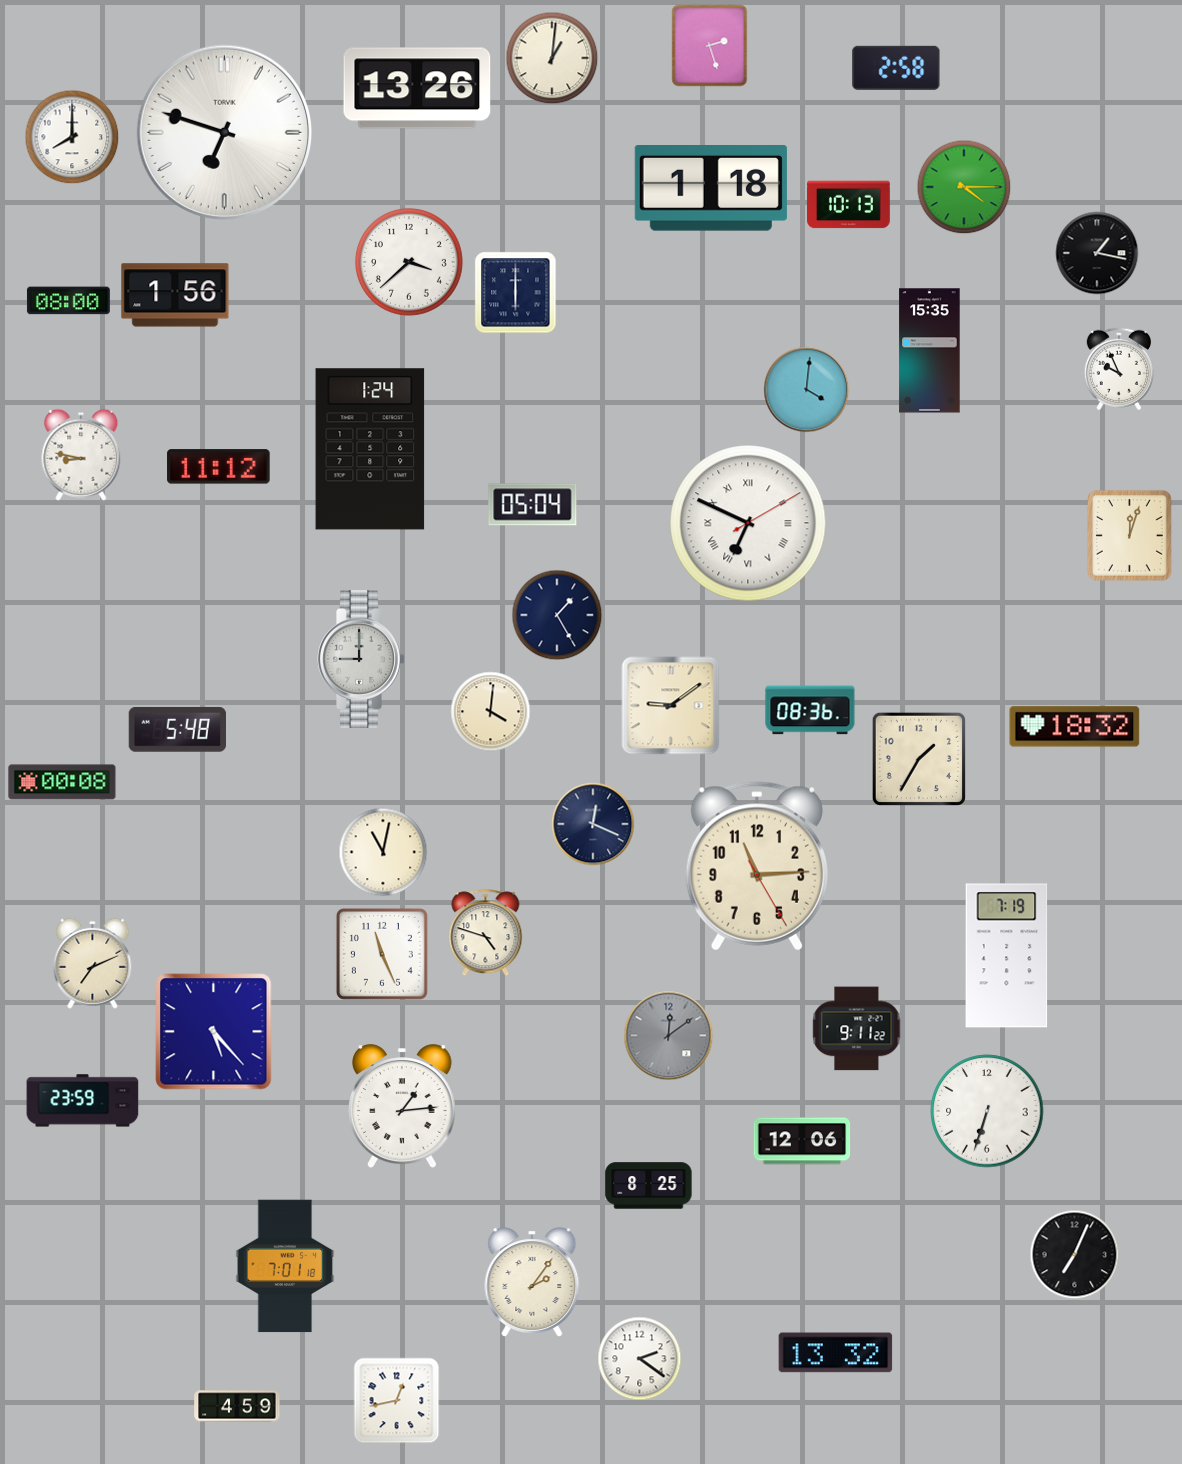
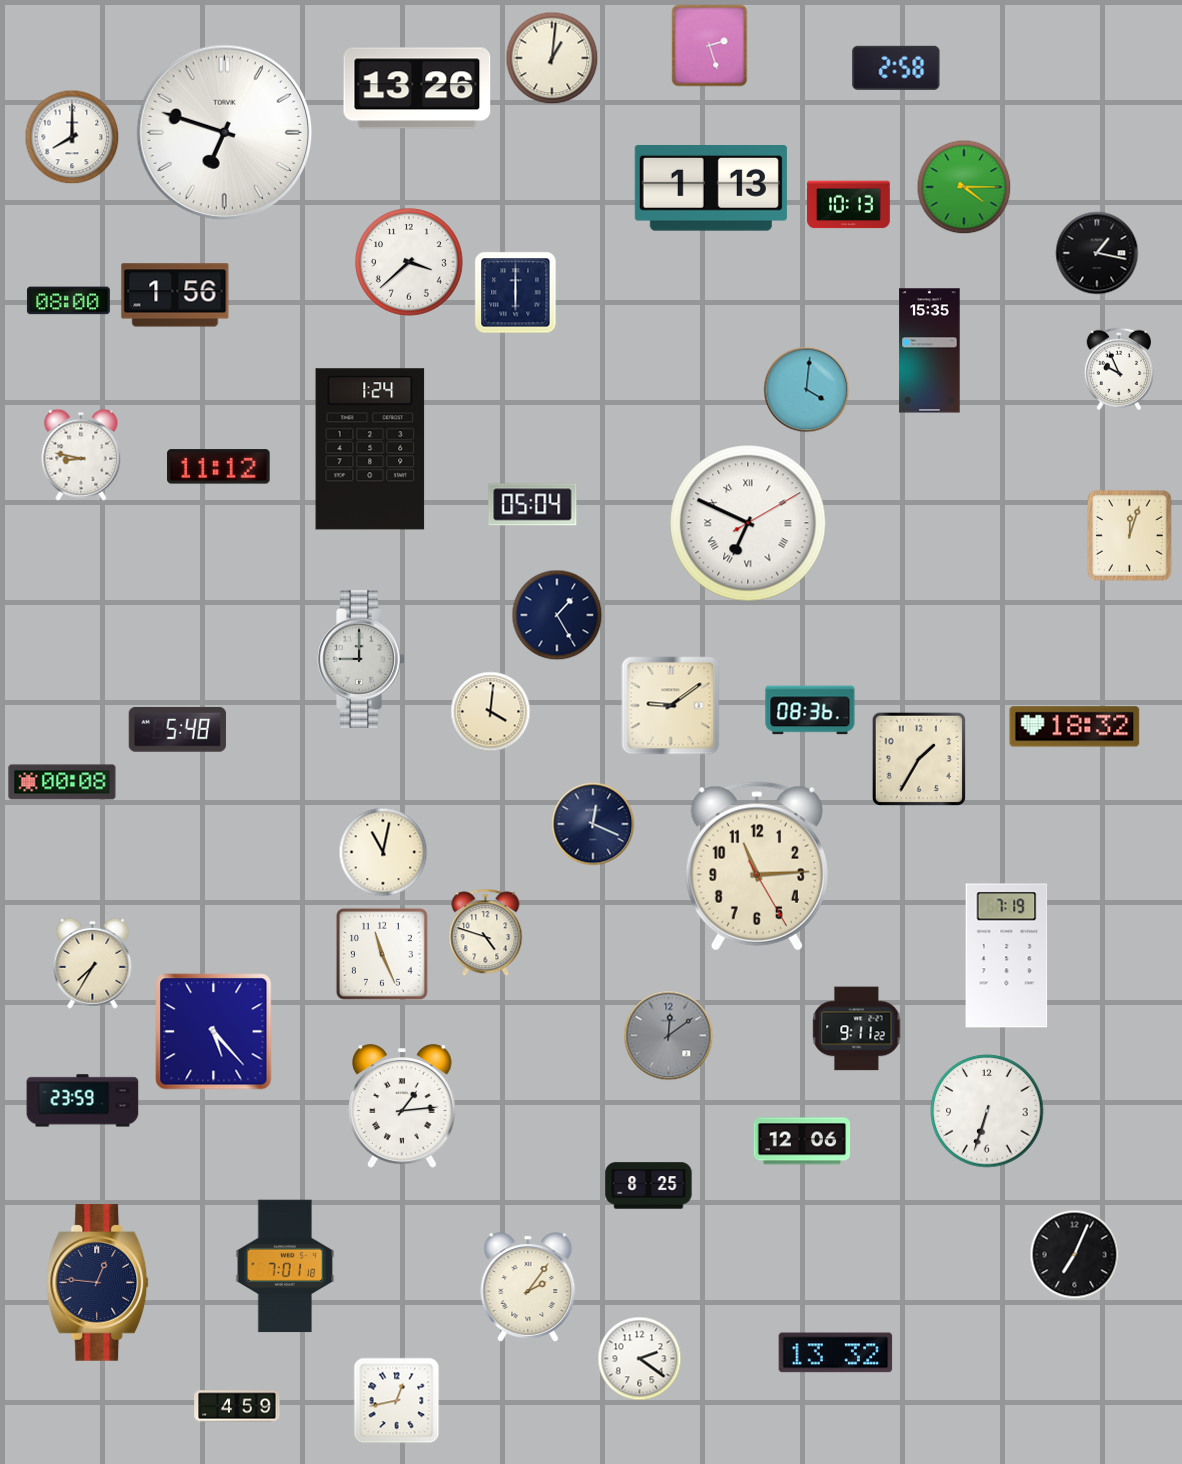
clock at (711, 188): 1:18 -> 1:13
clock at (93, 963): 7:11 -> 7:35
clock at (532, 1282) position: (532, 1282) -> (528, 1287)
clock at (98, 1283): none -> 12:46
